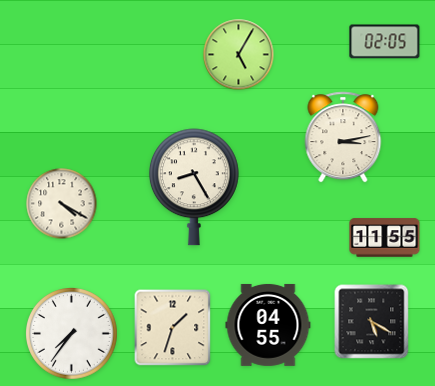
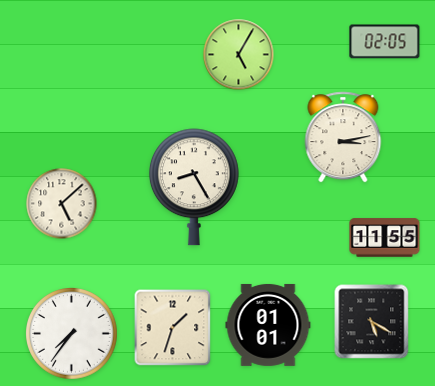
clock at (62, 204): 4:20 -> 5:08
clock at (268, 325): 04:55 -> 01:01
